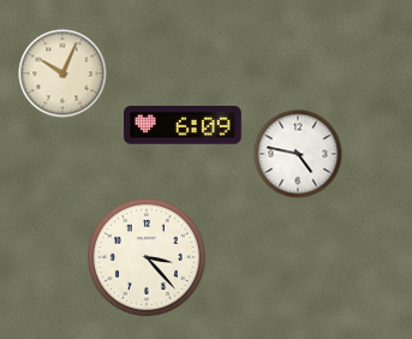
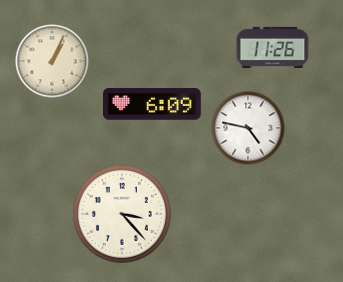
clock at (273, 47): none -> 11:26
clock at (62, 73): 10:04 -> 1:04
